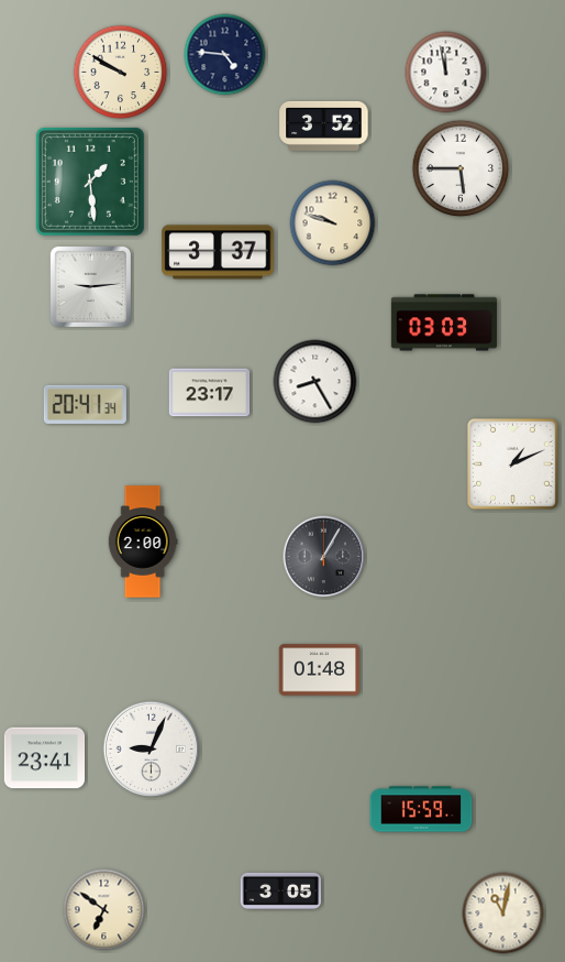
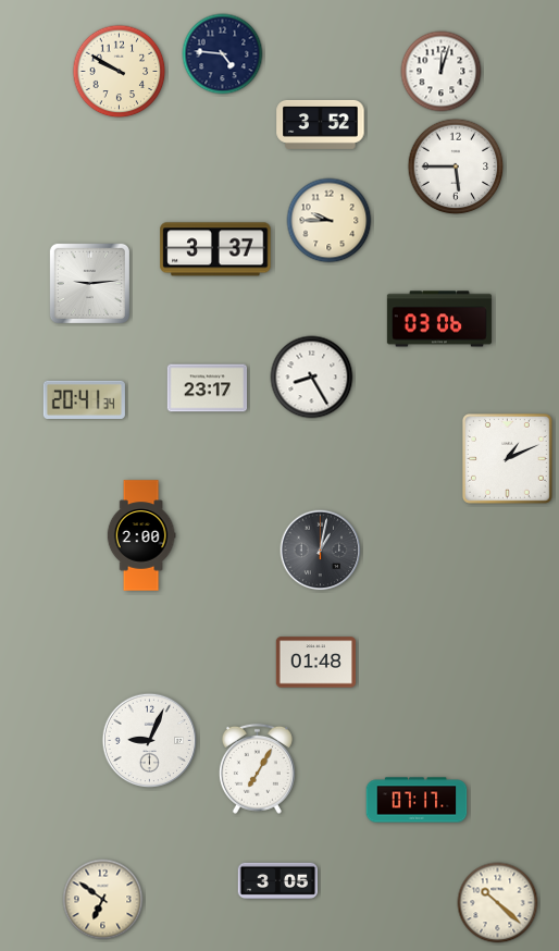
clock at (446, 73): 11:58 -> 12:03
clock at (90, 182): 1:29 -> none
clock at (333, 223): 9:48 -> 9:45
clock at (444, 323): 03:03 -> 03:06
clock at (324, 557): 1:05 -> 1:02
clock at (45, 758): 23:41 -> none
clock at (257, 768): none -> 7:05
clock at (421, 809): 15:59 -> 07:17
clock at (503, 914): 11:02 -> 10:22
